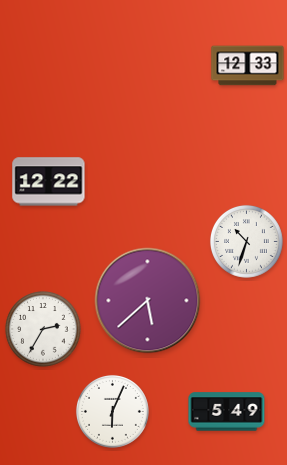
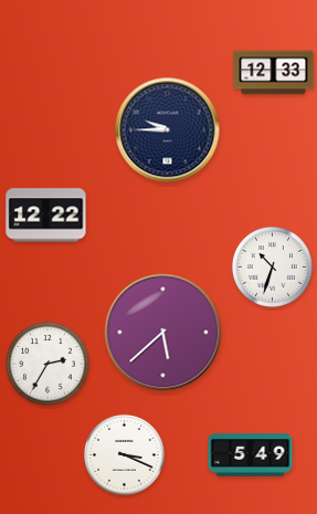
clock at (168, 130): none -> 9:45
clock at (49, 182) position: (49, 182) -> (46, 216)
clock at (112, 411): 6:04 -> 3:19
